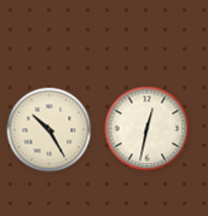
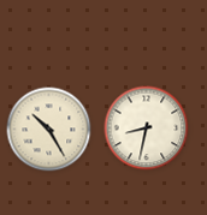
clock at (148, 129): 12:32 -> 8:32
